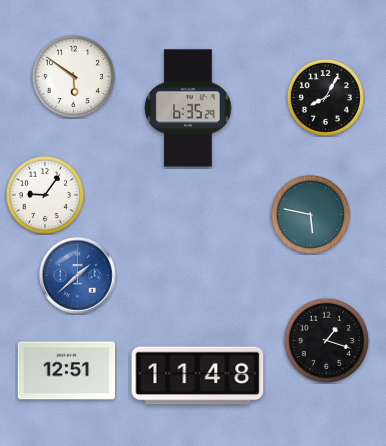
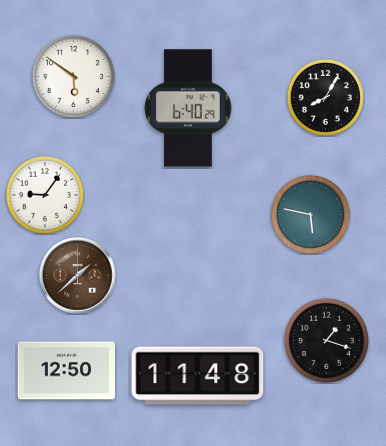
clock at (188, 108): 6:35 -> 6:40
clock at (78, 276) dial: blue -> brown
clock at (66, 371): 12:51 -> 12:50
